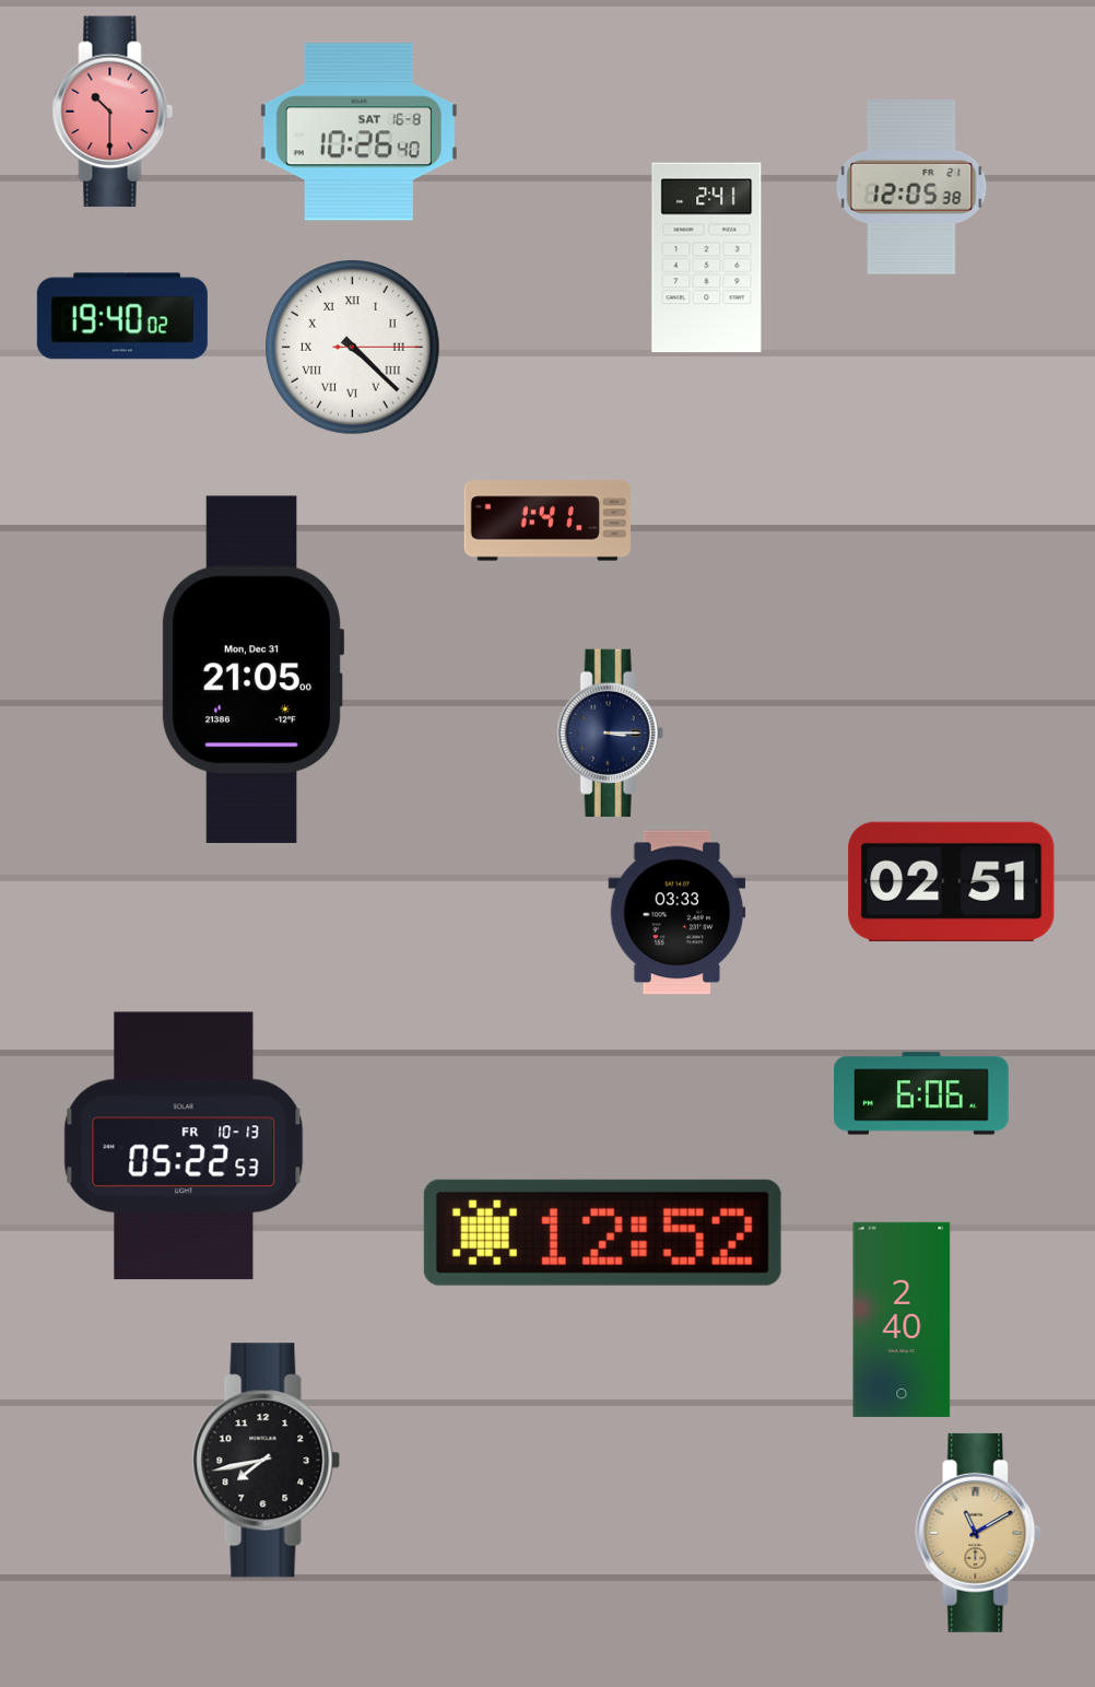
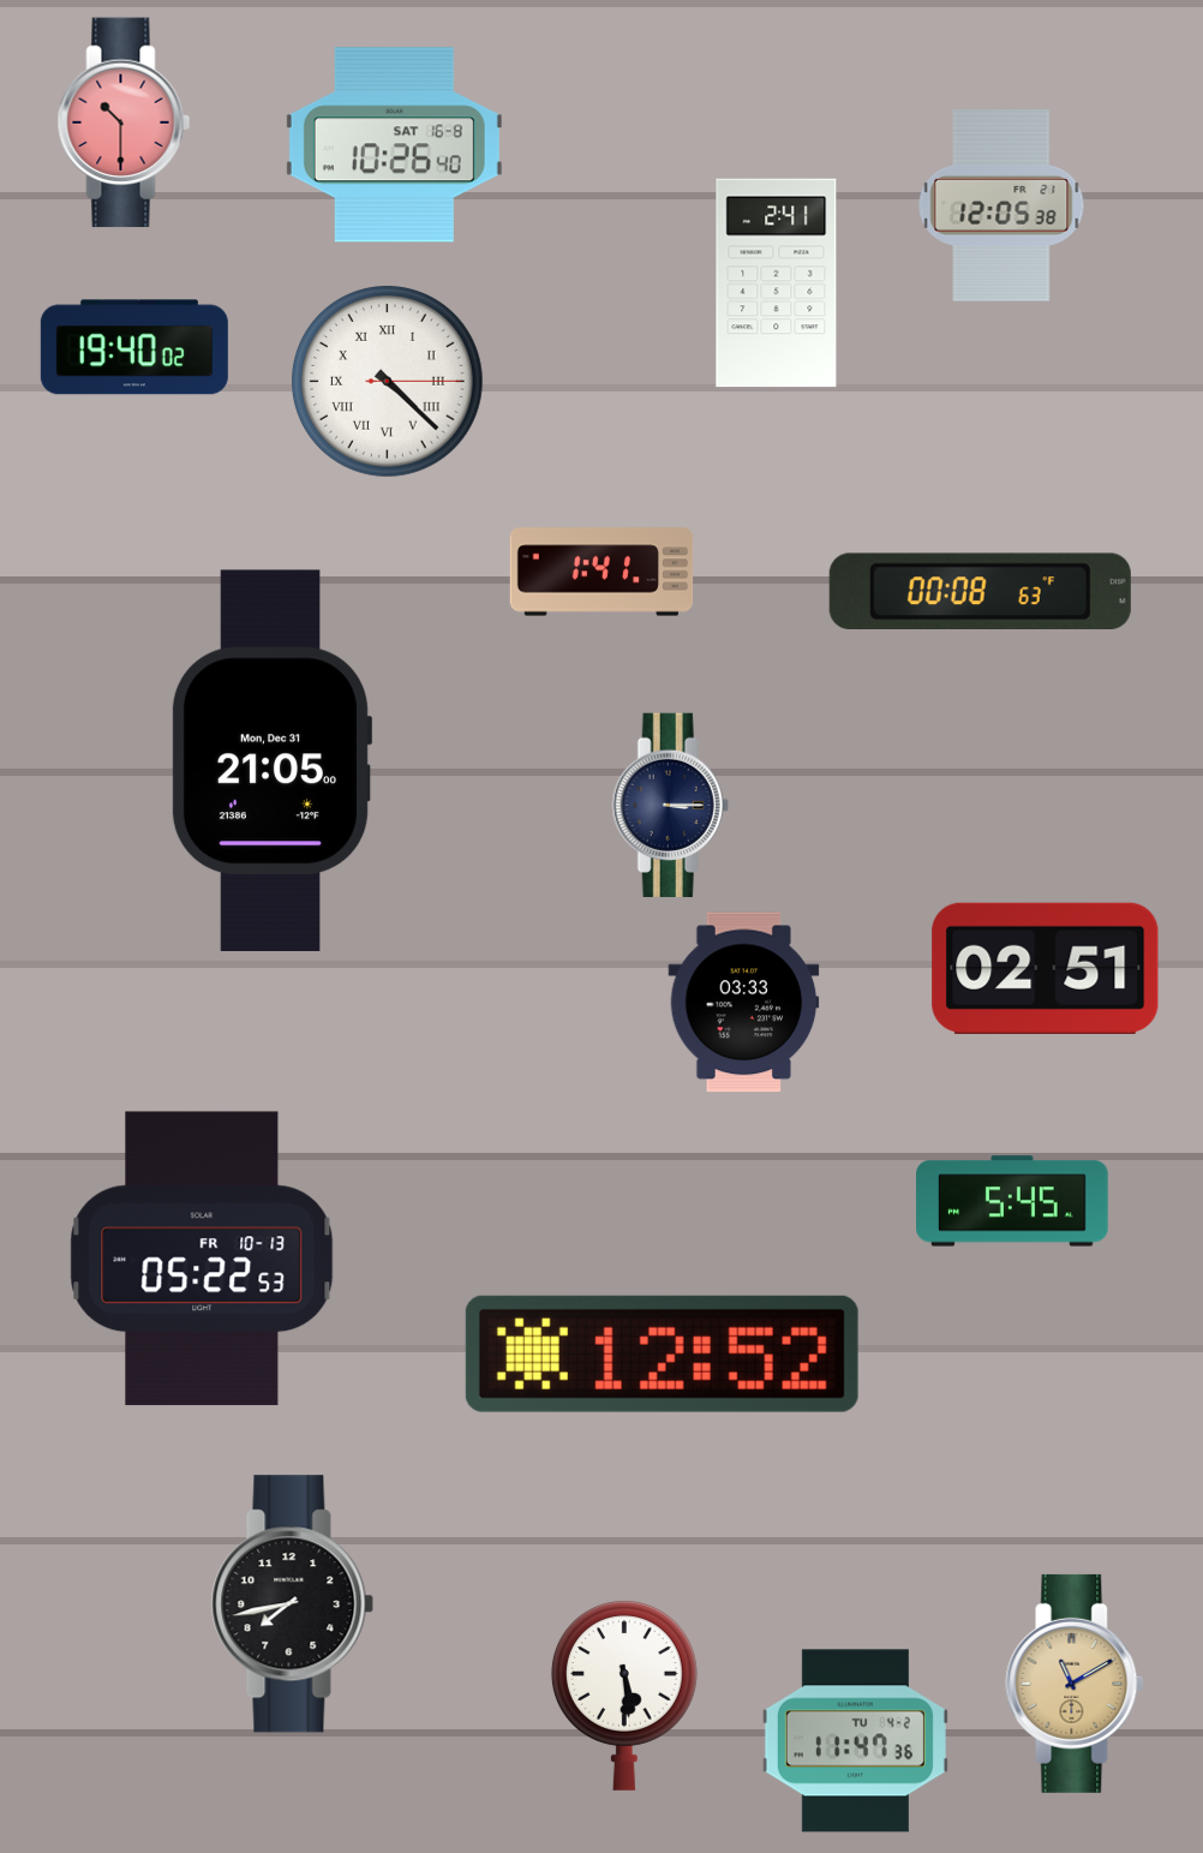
clock at (980, 591): none -> 00:08
clock at (252, 669) position: (252, 669) -> (271, 760)
clock at (922, 1093): 6:06 -> 5:45
clock at (902, 1320): 2:40 -> none
clock at (624, 1696): none -> 5:29
clock at (855, 1741): none -> 11:47
